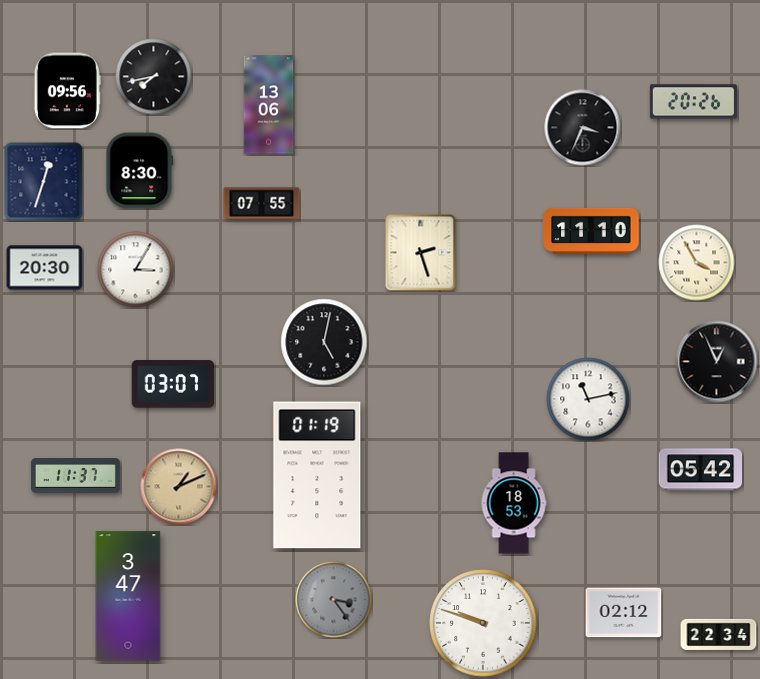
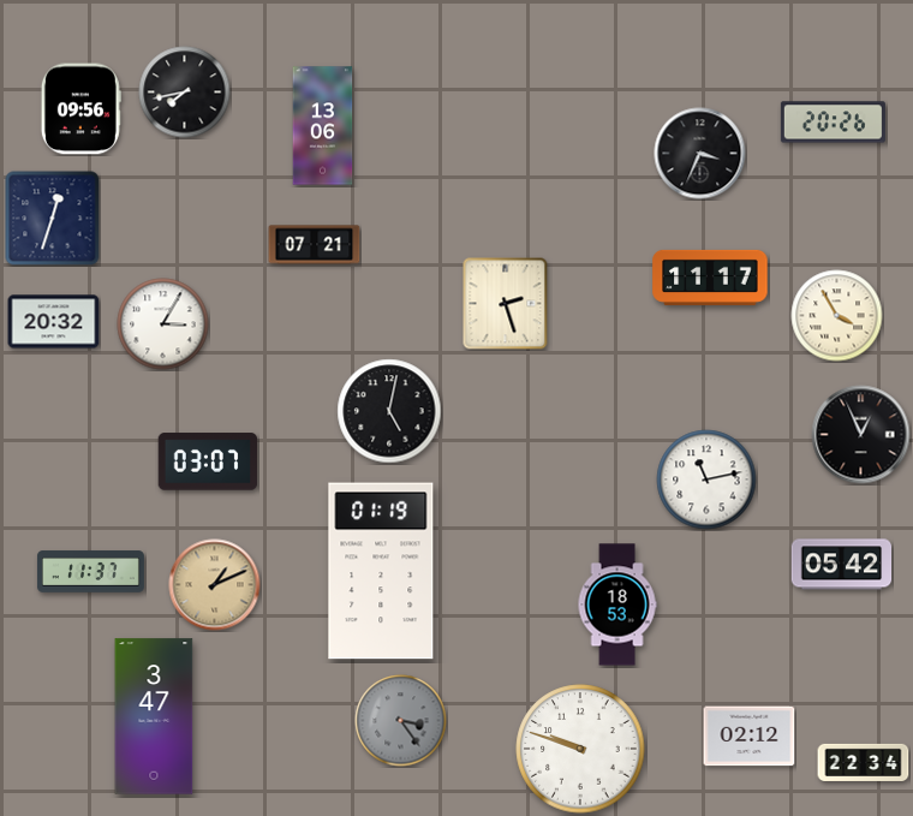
clock at (140, 171): 8:30 -> none
clock at (262, 204): 07:55 -> 07:21
clock at (591, 231): 11:10 -> 11:17
clock at (45, 268): 20:30 -> 20:32
